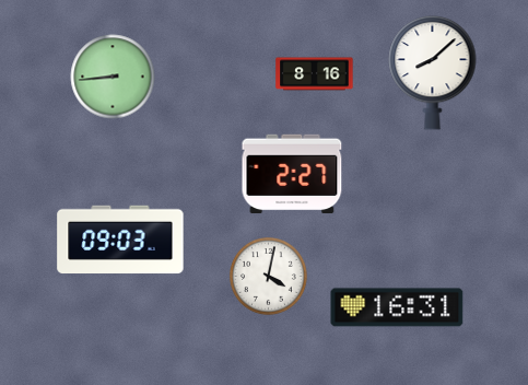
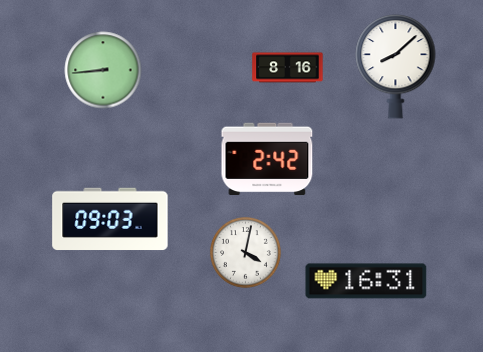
clock at (292, 174): 2:27 -> 2:42
clock at (397, 307) position: (397, 307) -> (366, 281)
